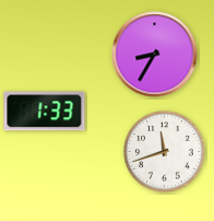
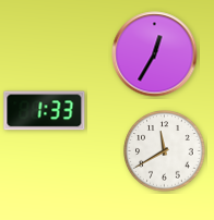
clock at (155, 55): 8:35 -> 12:35
clock at (165, 152): 11:42 -> 11:40
